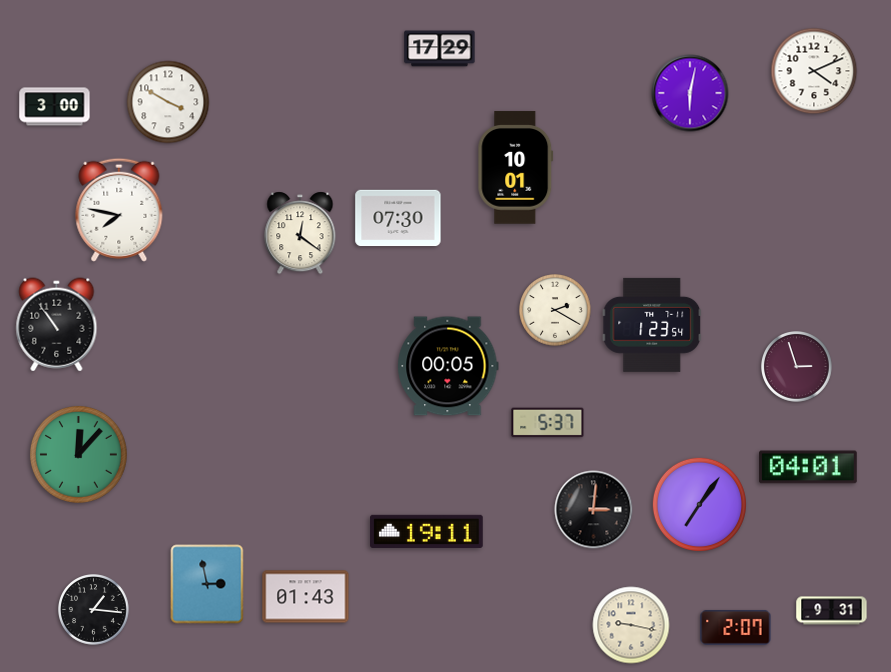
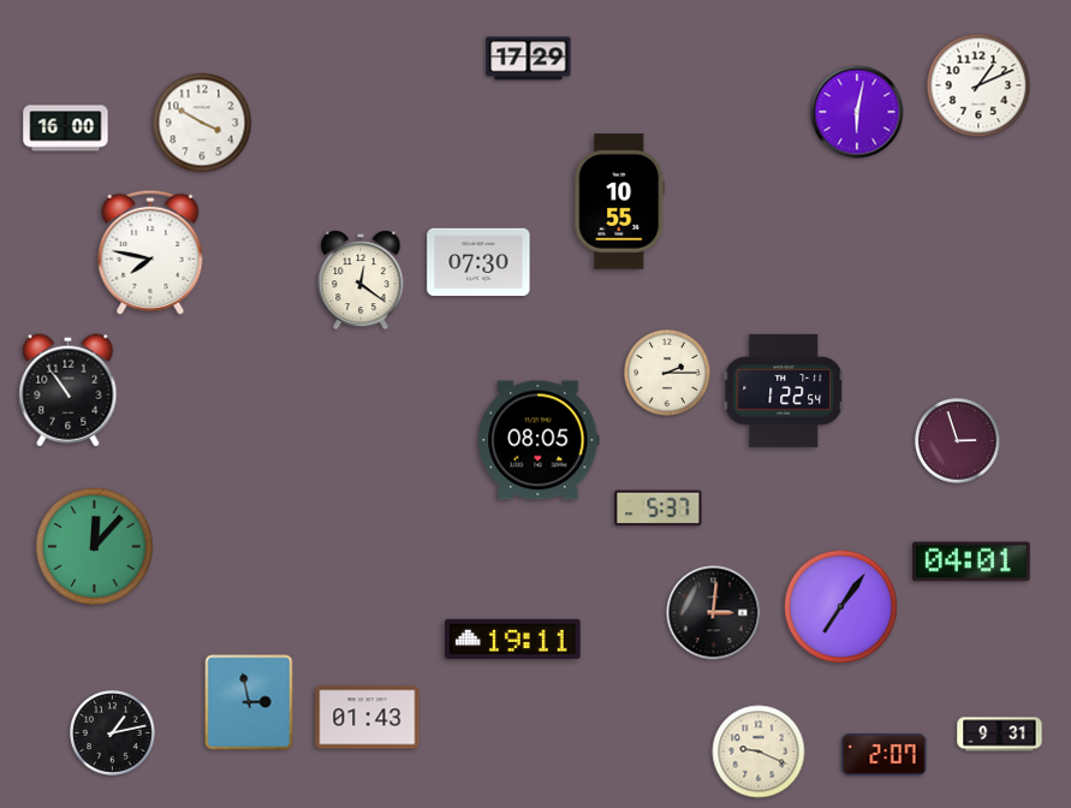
clock at (814, 71): 4:11 -> 1:11
clock at (690, 93) position: (690, 93) -> (857, 112)
clock at (55, 107): 3:00 -> 16:00
clock at (516, 168): 10:01 -> 10:55
clock at (119, 210) position: (119, 210) -> (150, 252)
clock at (555, 310): 2:20 -> 2:15
clock at (652, 325): 1:23 -> 1:22
clock at (448, 366): 00:05 -> 08:05
clock at (94, 610): 1:16 -> 1:13
clock at (631, 625): 9:17 -> 9:19
